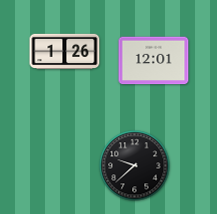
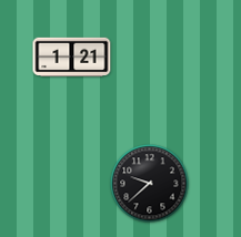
clock at (65, 51): 1:26 -> 1:21
clock at (154, 61): 12:01 -> none
